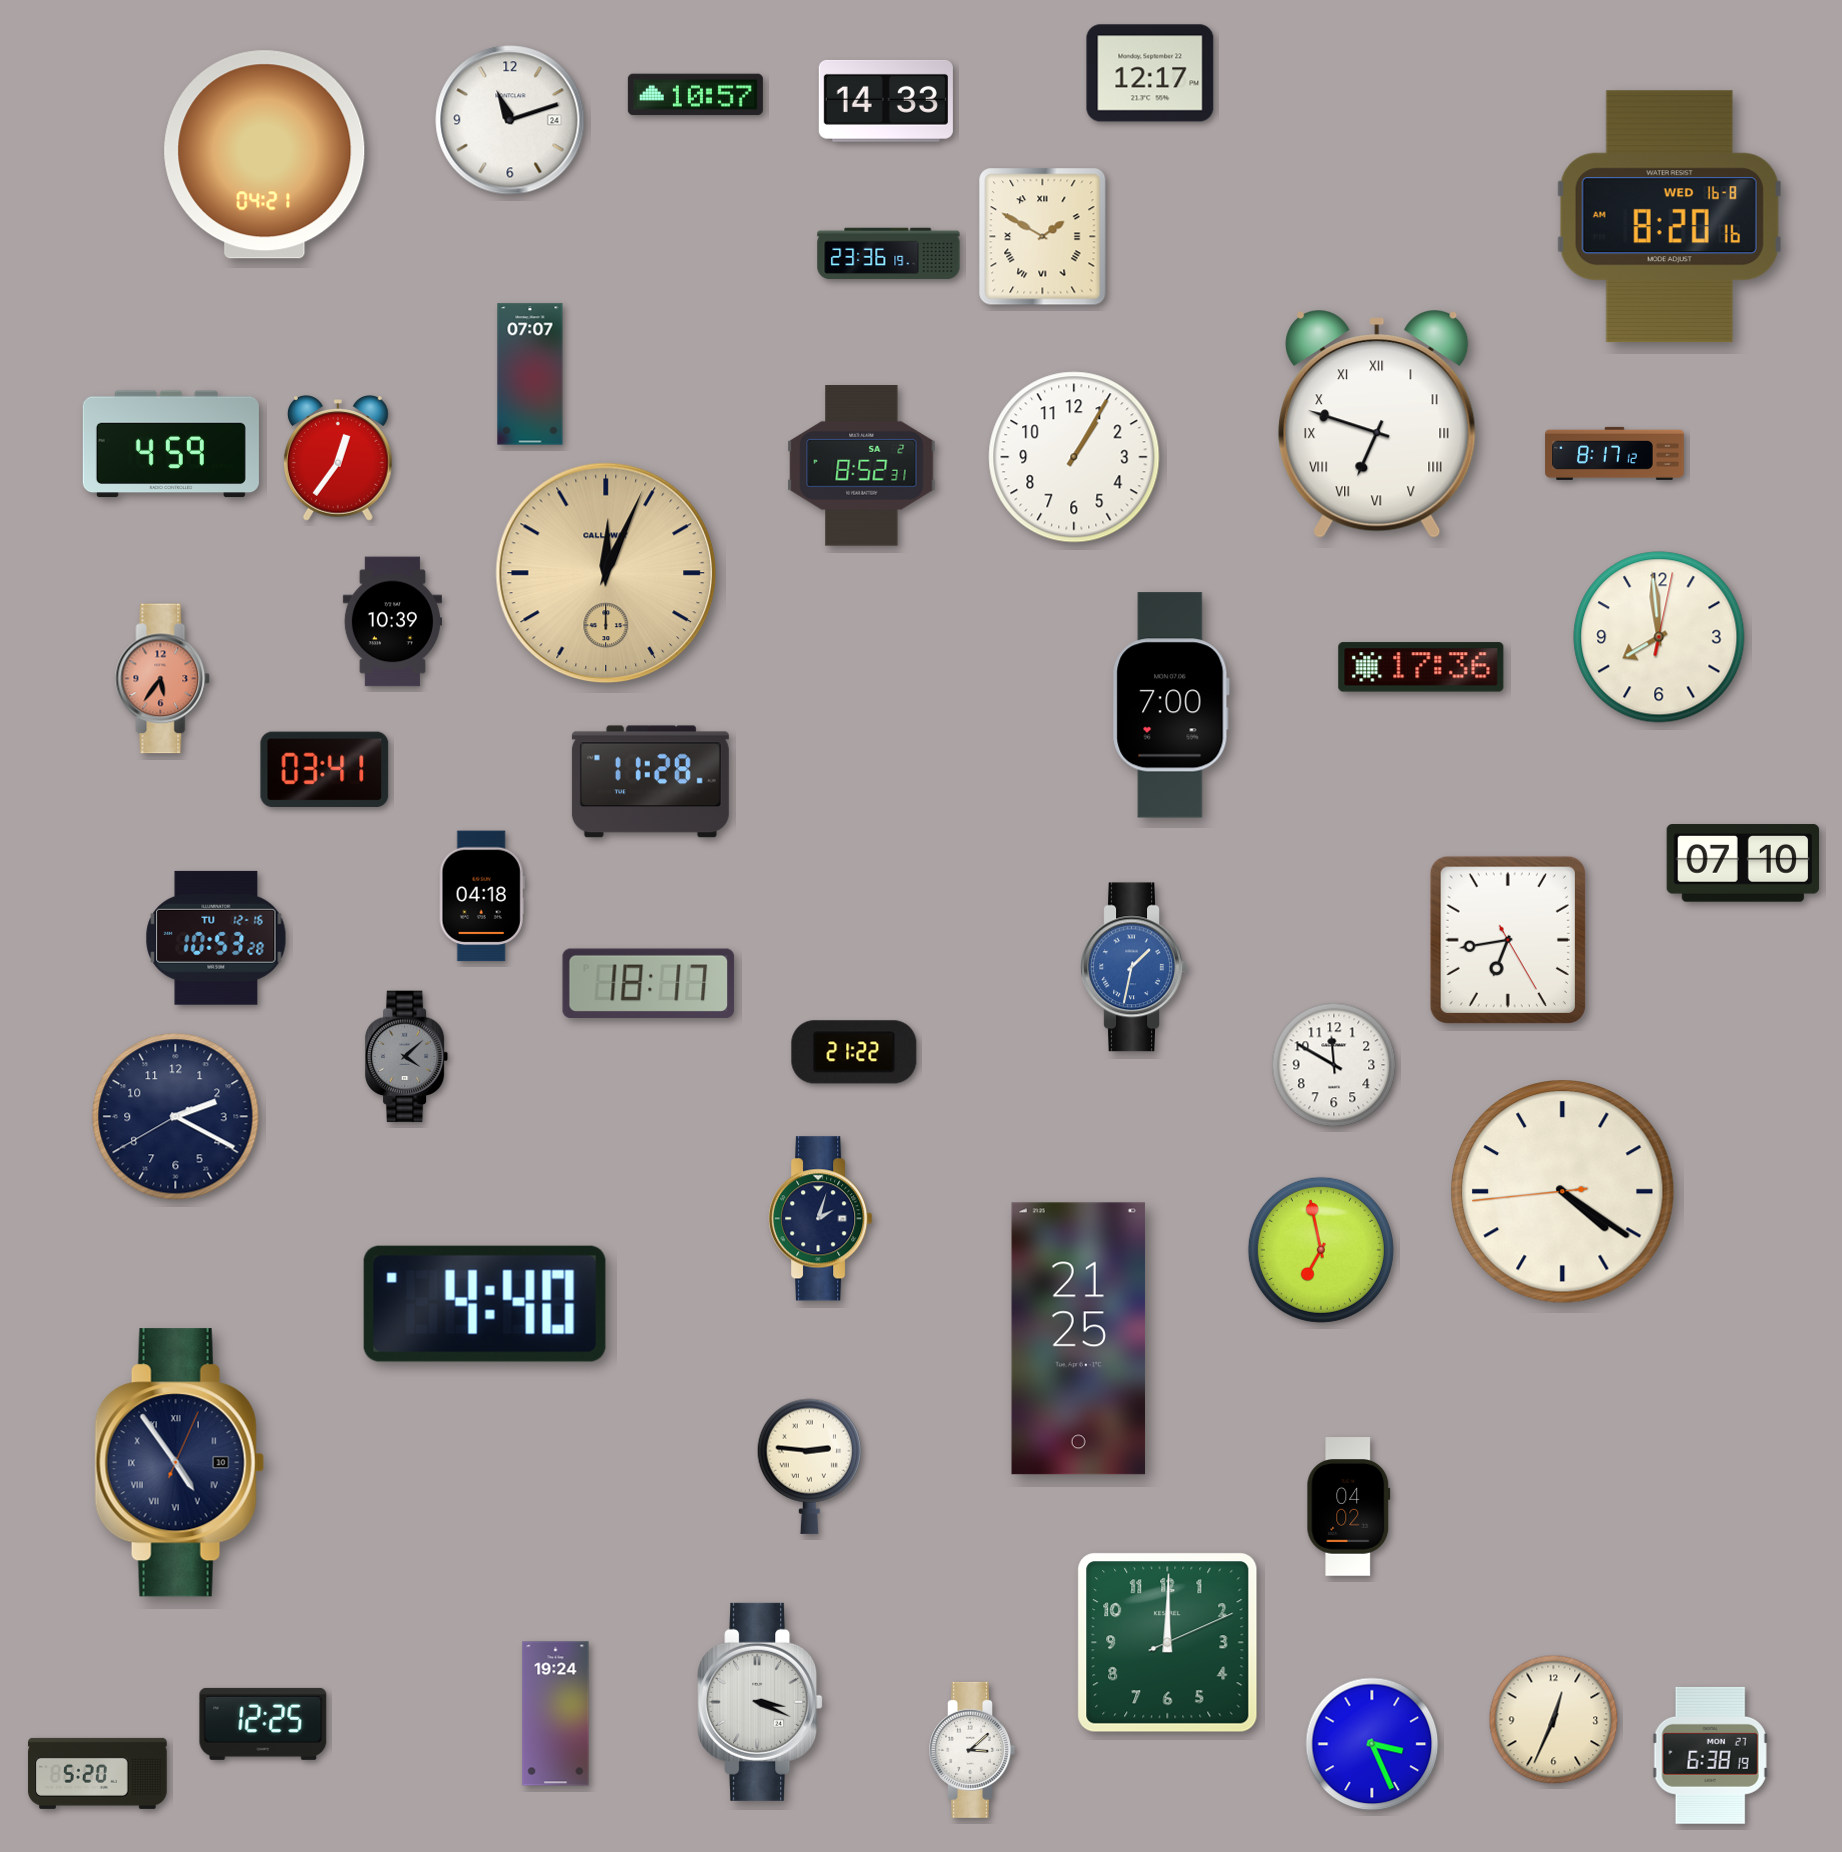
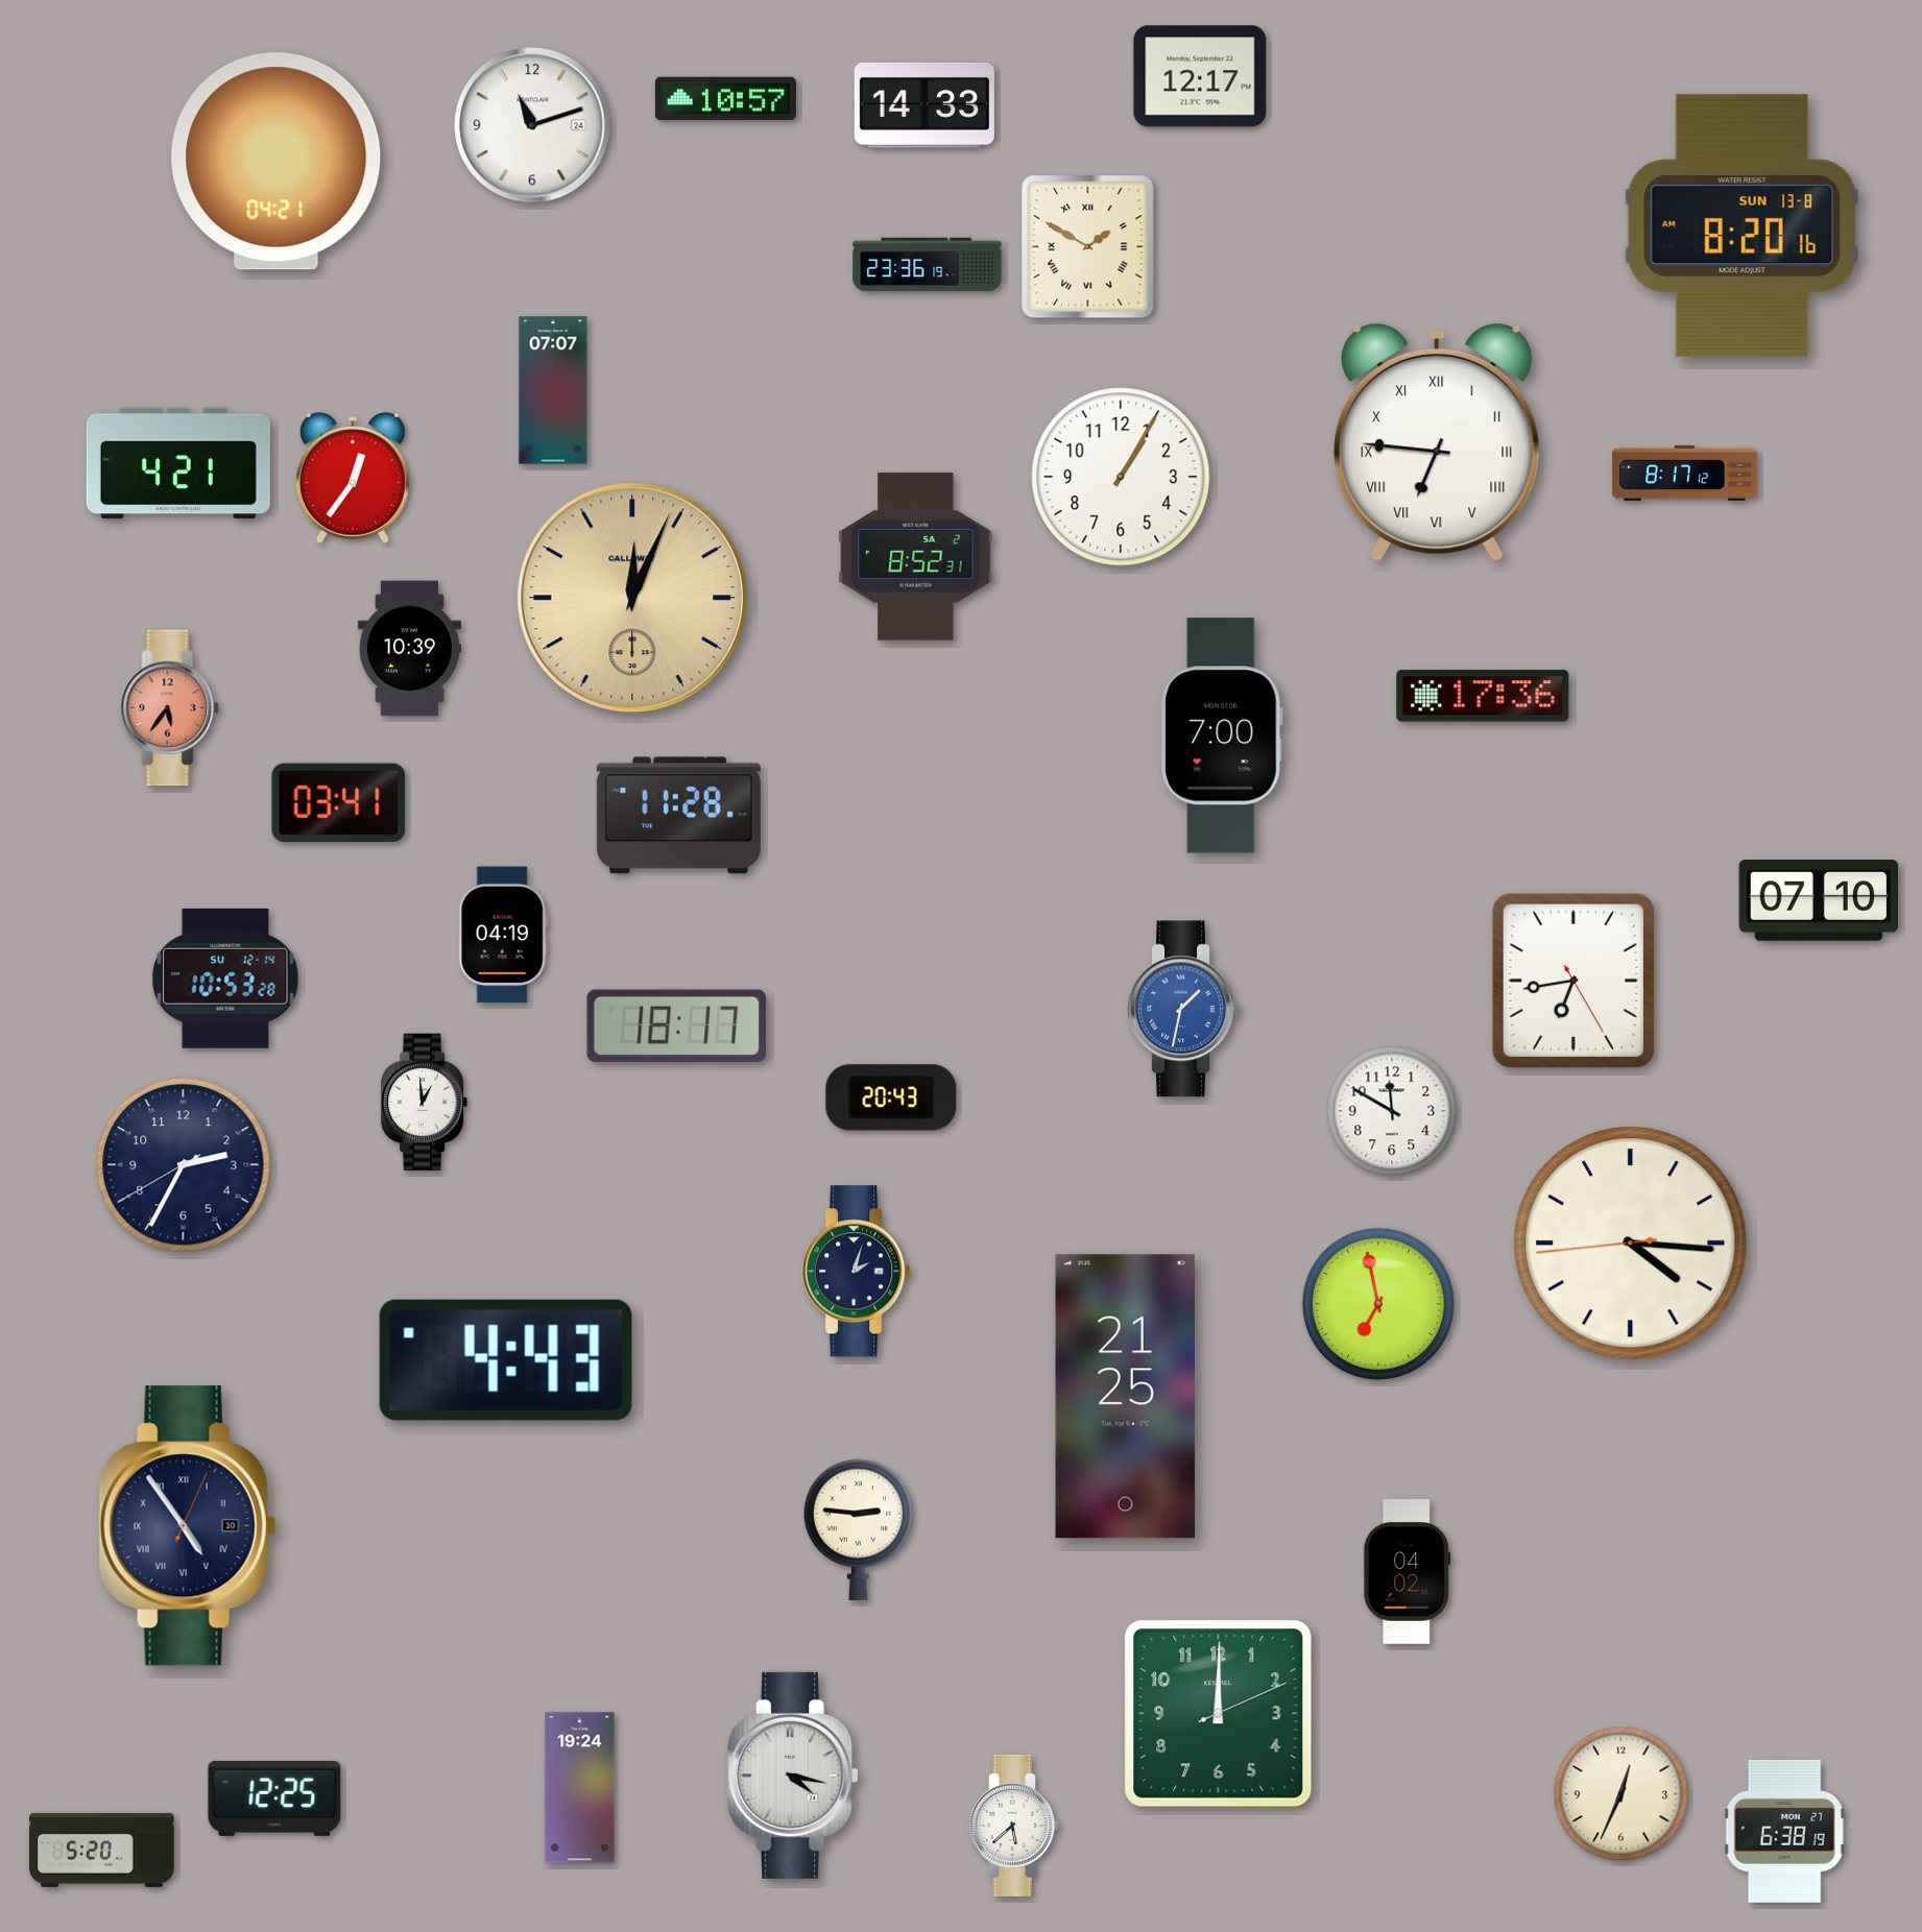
clock at (1669, 217) date: WED 16-8 -> SUN 13-8
clock at (1377, 424): 6:48 -> 6:46
clock at (171, 444): 4:59 -> 4:21
clock at (862, 466) position: (862, 466) -> (916, 557)
clock at (1659, 637): 7:59 -> none
clock at (482, 896): 04:18 -> 04:19
clock at (216, 938) date: TU 12-16 -> SU 12-14
clock at (854, 1052): 21:22 -> 20:43
clock at (407, 1057): 4:08 -> 12:59
clock at (407, 1057) dial: grey -> white
clock at (176, 1117): 2:19 -> 2:34
clock at (1563, 1192): 4:20 -> 4:15
clock at (485, 1304): 4:40 -> 4:43
clock at (810, 1466) position: (810, 1466) -> (859, 1529)
clock at (760, 1702): 3:19 -> 4:17
clock at (1372, 1744): 3:26 -> none
clock at (972, 1750): 3:08 -> 5:38
